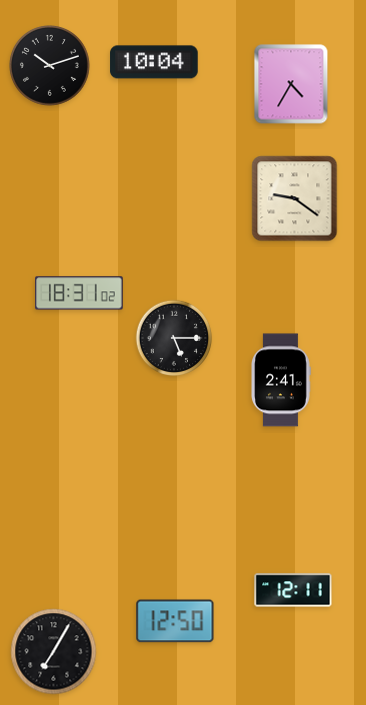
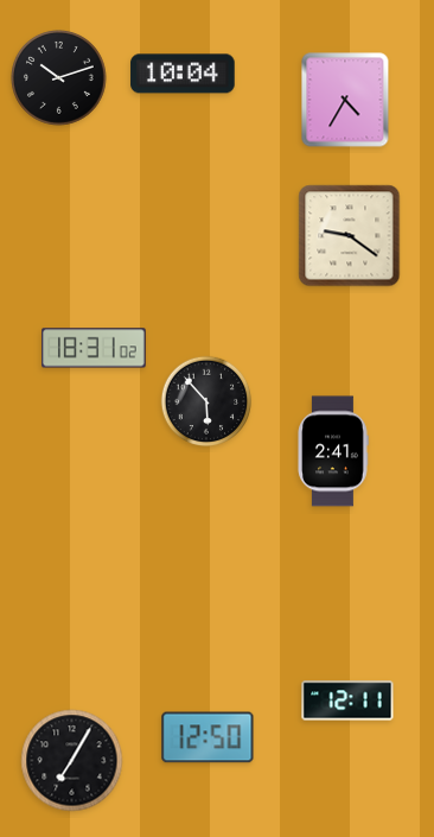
clock at (174, 338): 5:15 -> 5:53
clock at (54, 652) position: (54, 652) -> (72, 761)
